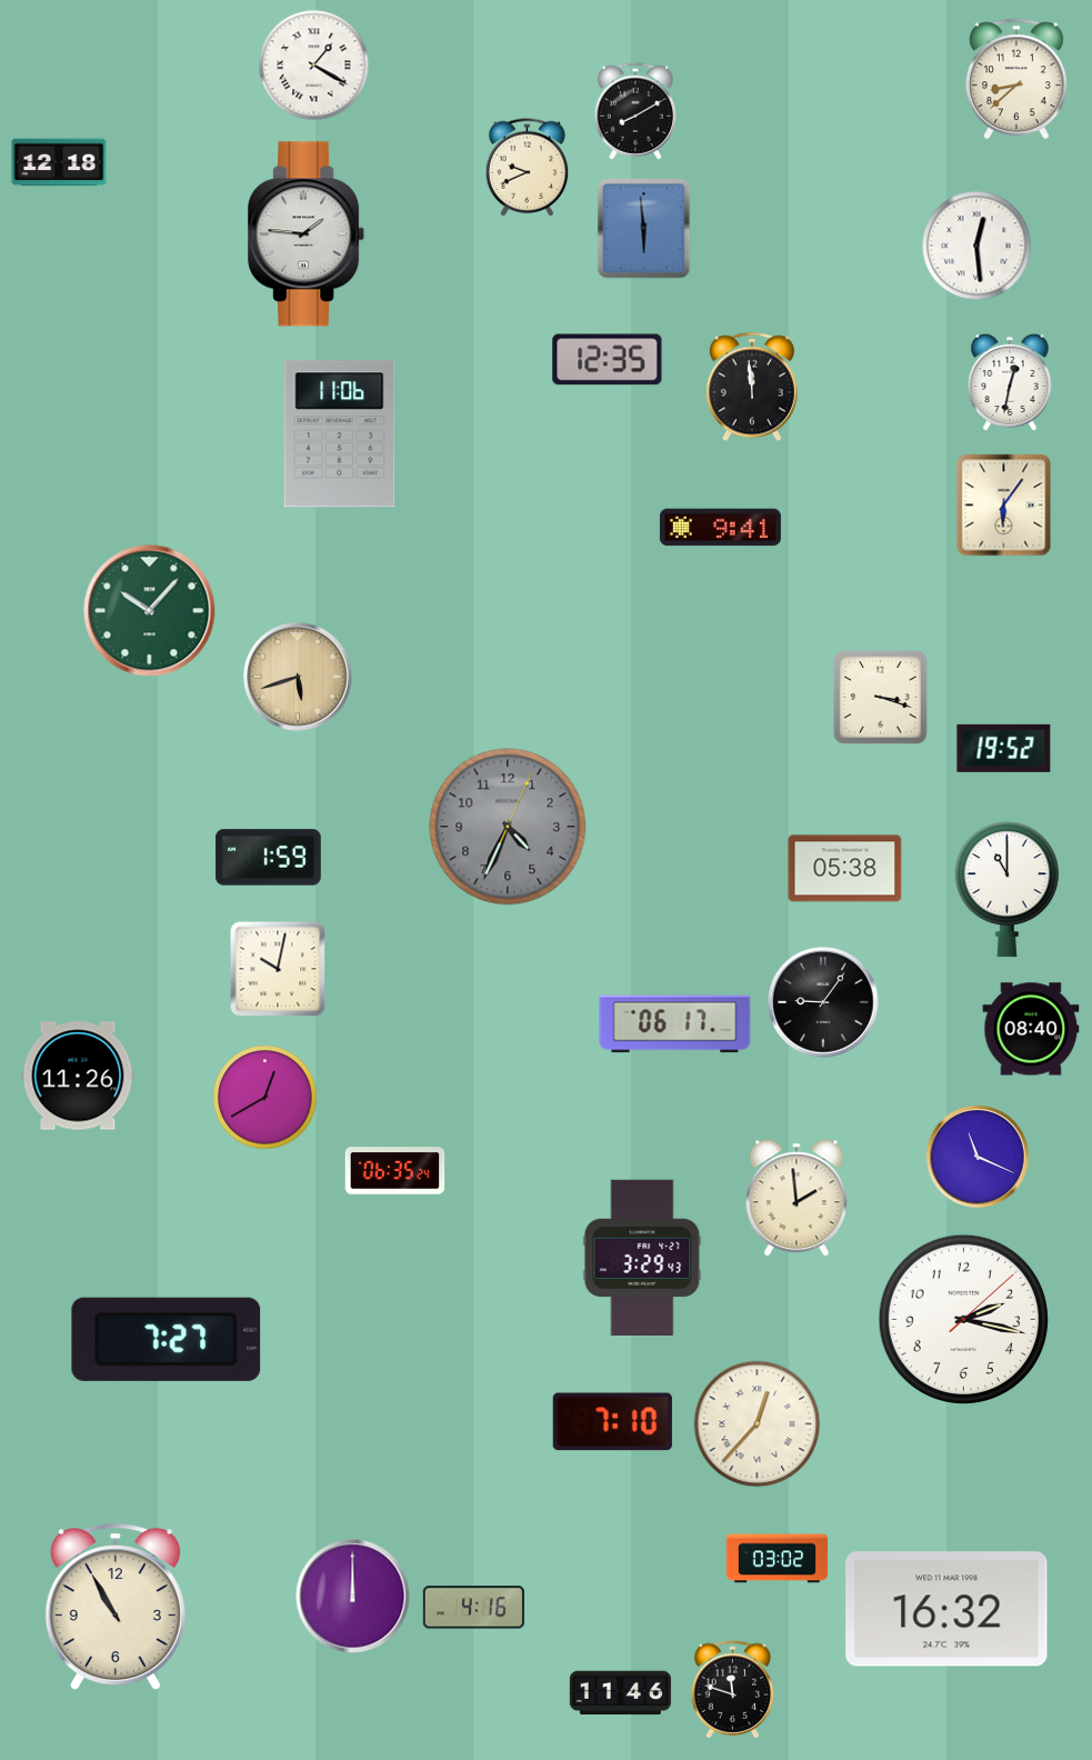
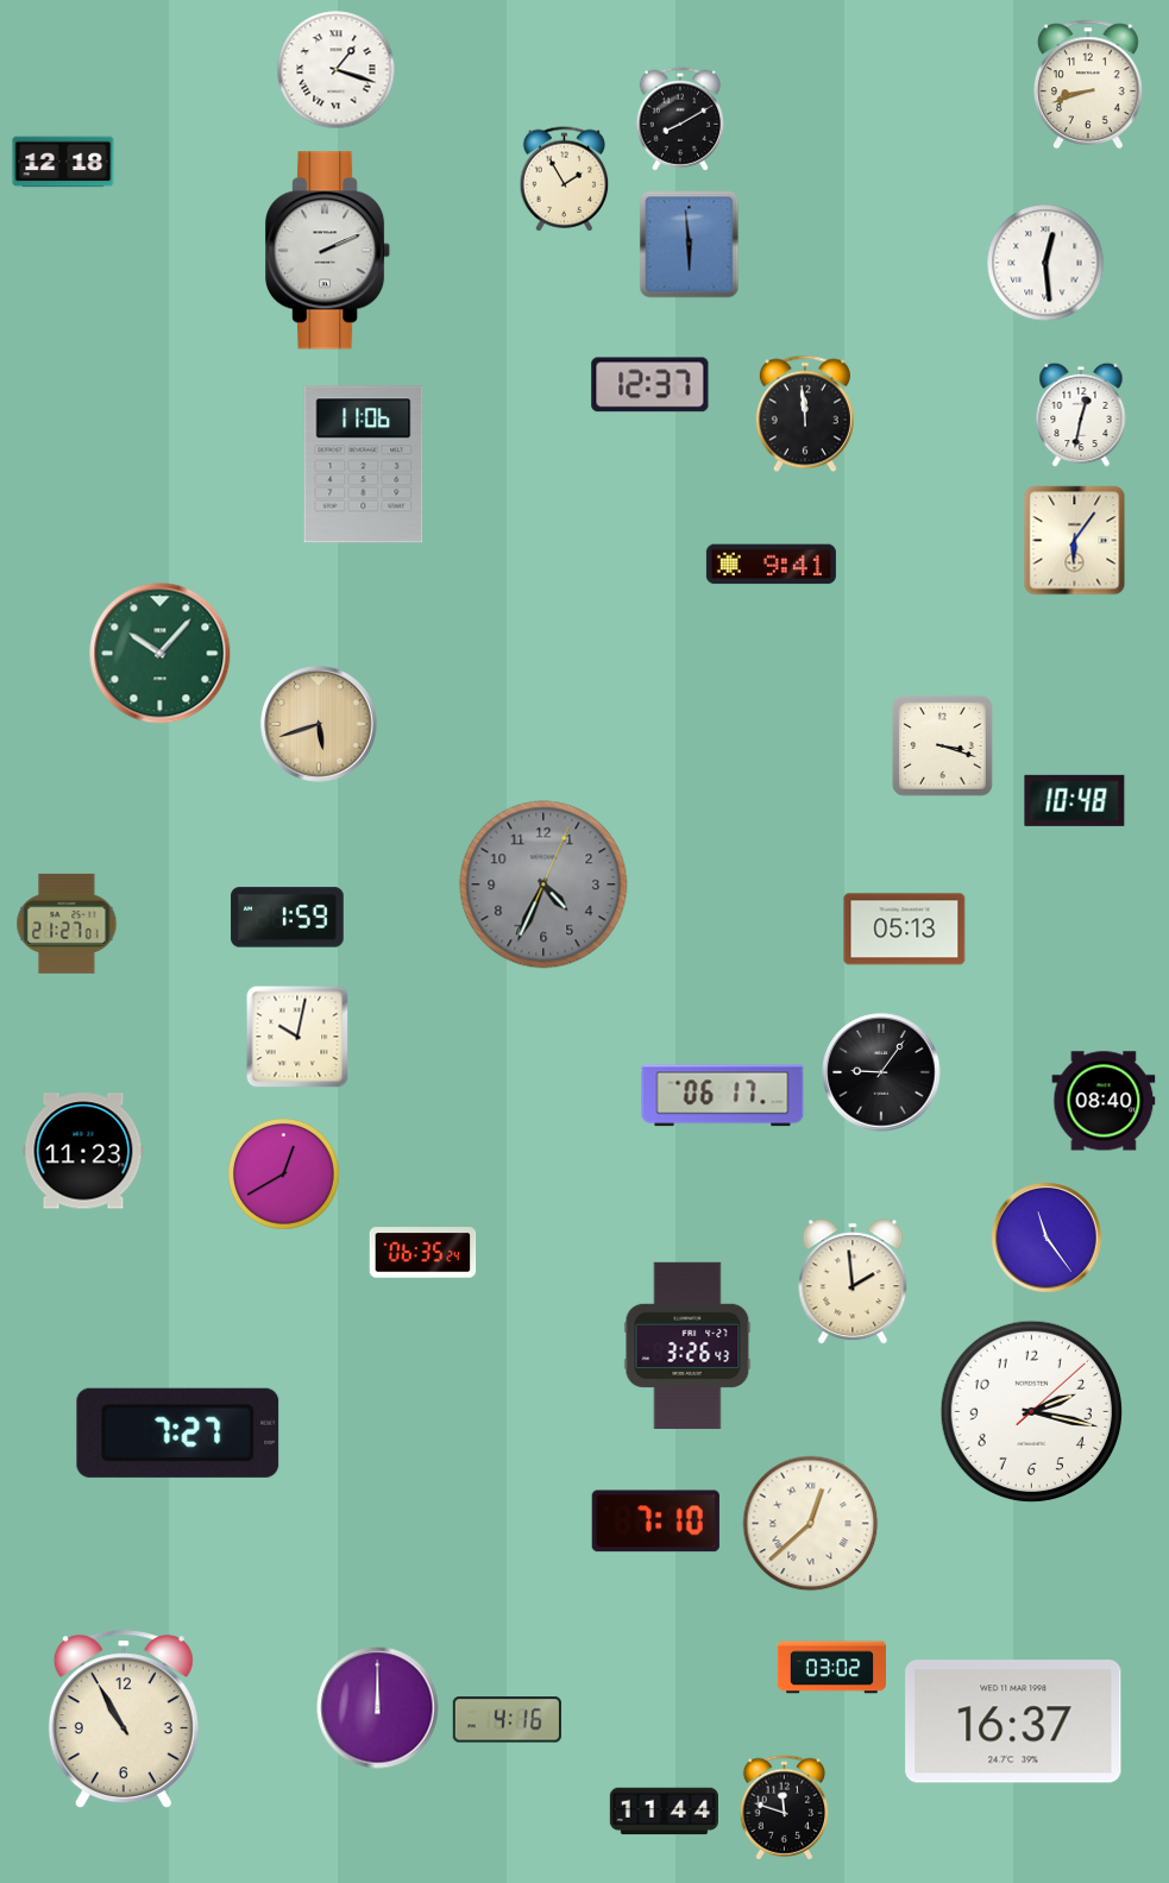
clock at (314, 66): 1:20 -> 1:18
clock at (1016, 79): 8:38 -> 8:42
clock at (59, 162) position: (59, 162) -> (63, 162)
clock at (528, 168): 9:41 -> 1:55
clock at (307, 234): 1:46 -> 2:11
clock at (608, 360): 12:35 -> 12:37
clock at (1010, 382) position: (1010, 382) -> (1081, 415)
clock at (1004, 748): 19:52 -> 10:48
clock at (67, 924): none -> 21:27
clock at (845, 869): 05:38 -> 05:13
clock at (1006, 890): 11:00 -> none
clock at (78, 1076): 11:26 -> 11:23
clock at (979, 1158): 11:19 -> 11:24
clock at (642, 1257): 3:29 -> 3:26
clock at (758, 1424): 12:37 -> 12:38
clock at (946, 1609): 16:32 -> 16:37
clock at (620, 1693): 11:46 -> 11:44
